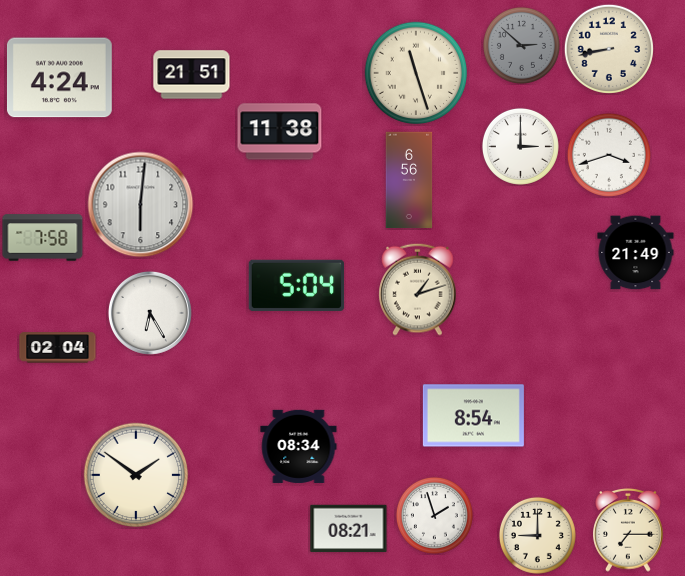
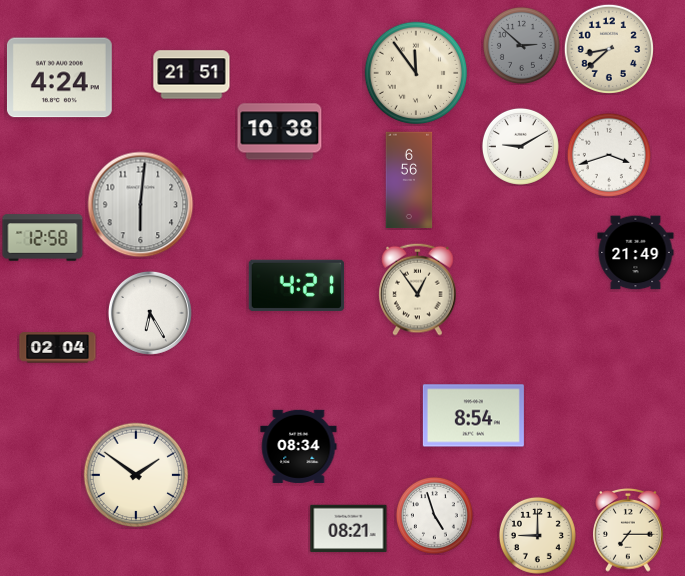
clock at (609, 49): 8:43 -> 8:38
clock at (416, 73): 11:27 -> 11:54
clock at (280, 132): 11:38 -> 10:38
clock at (520, 146): 3:00 -> 9:10
clock at (43, 238): 7:58 -> 12:58
clock at (297, 285): 5:04 -> 4:21
clock at (418, 289): 1:12 -> 12:54
clock at (434, 515): 1:57 -> 4:57
